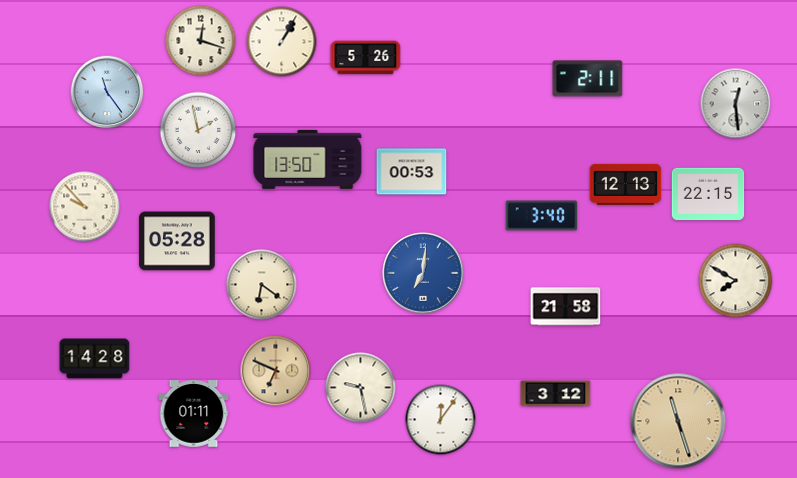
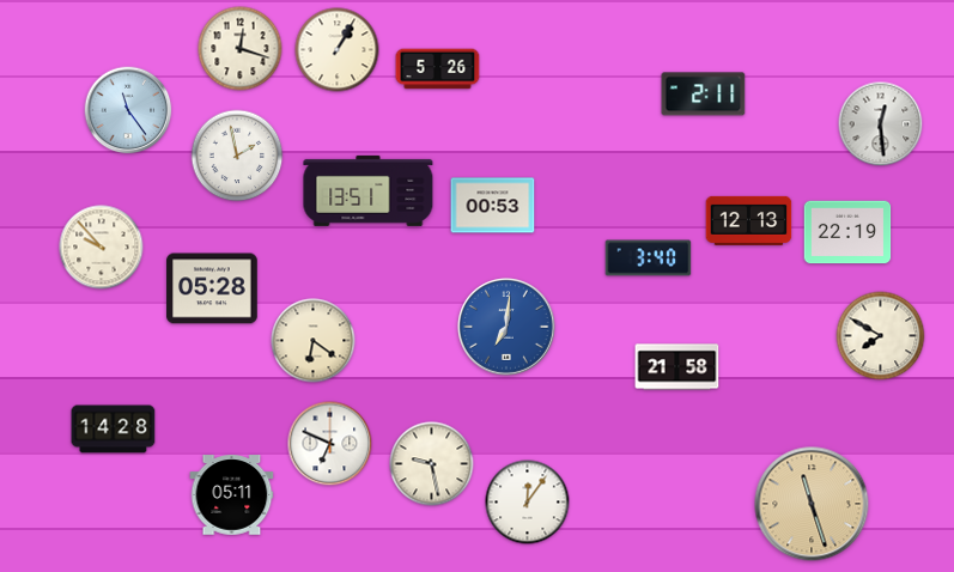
clock at (308, 159): 13:50 -> 13:51
clock at (708, 194): 22:15 -> 22:19
clock at (276, 371) dial: champagne -> white
clock at (556, 394): 3:12 -> none
clock at (194, 414): 01:11 -> 05:11
